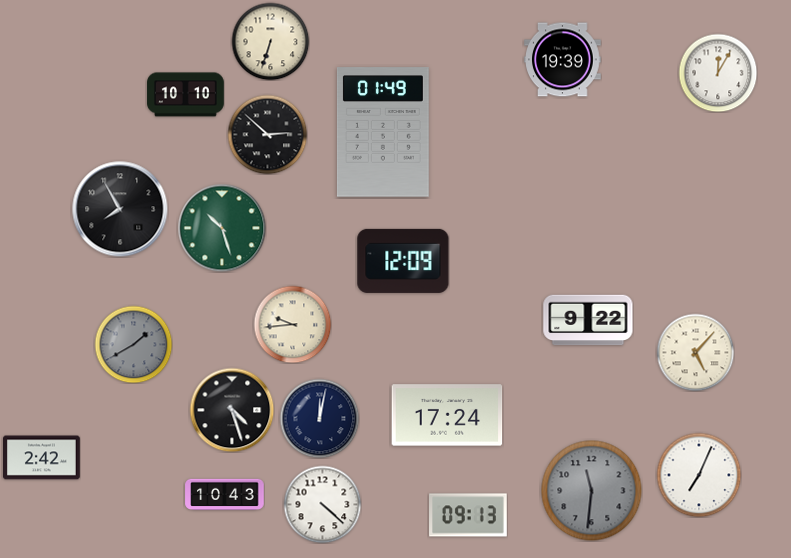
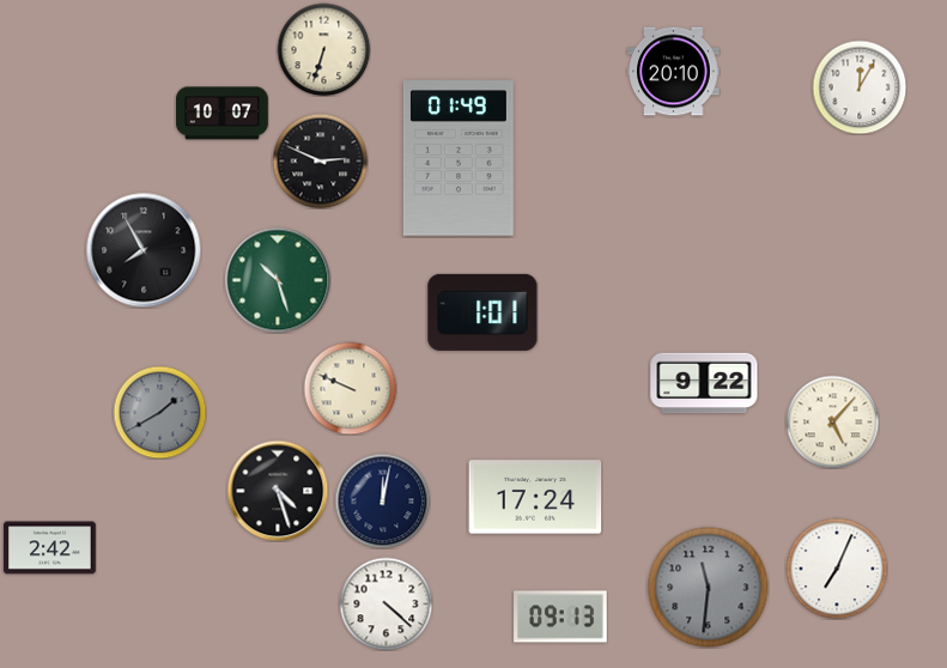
clock at (563, 60): 19:39 -> 20:10
clock at (186, 95): 10:10 -> 10:07
clock at (267, 134): 2:52 -> 2:49
clock at (222, 228) position: (222, 228) -> (278, 280)
clock at (403, 261): 12:09 -> 1:01
clock at (292, 324): 9:44 -> 9:49
clock at (225, 495): 10:43 -> none
